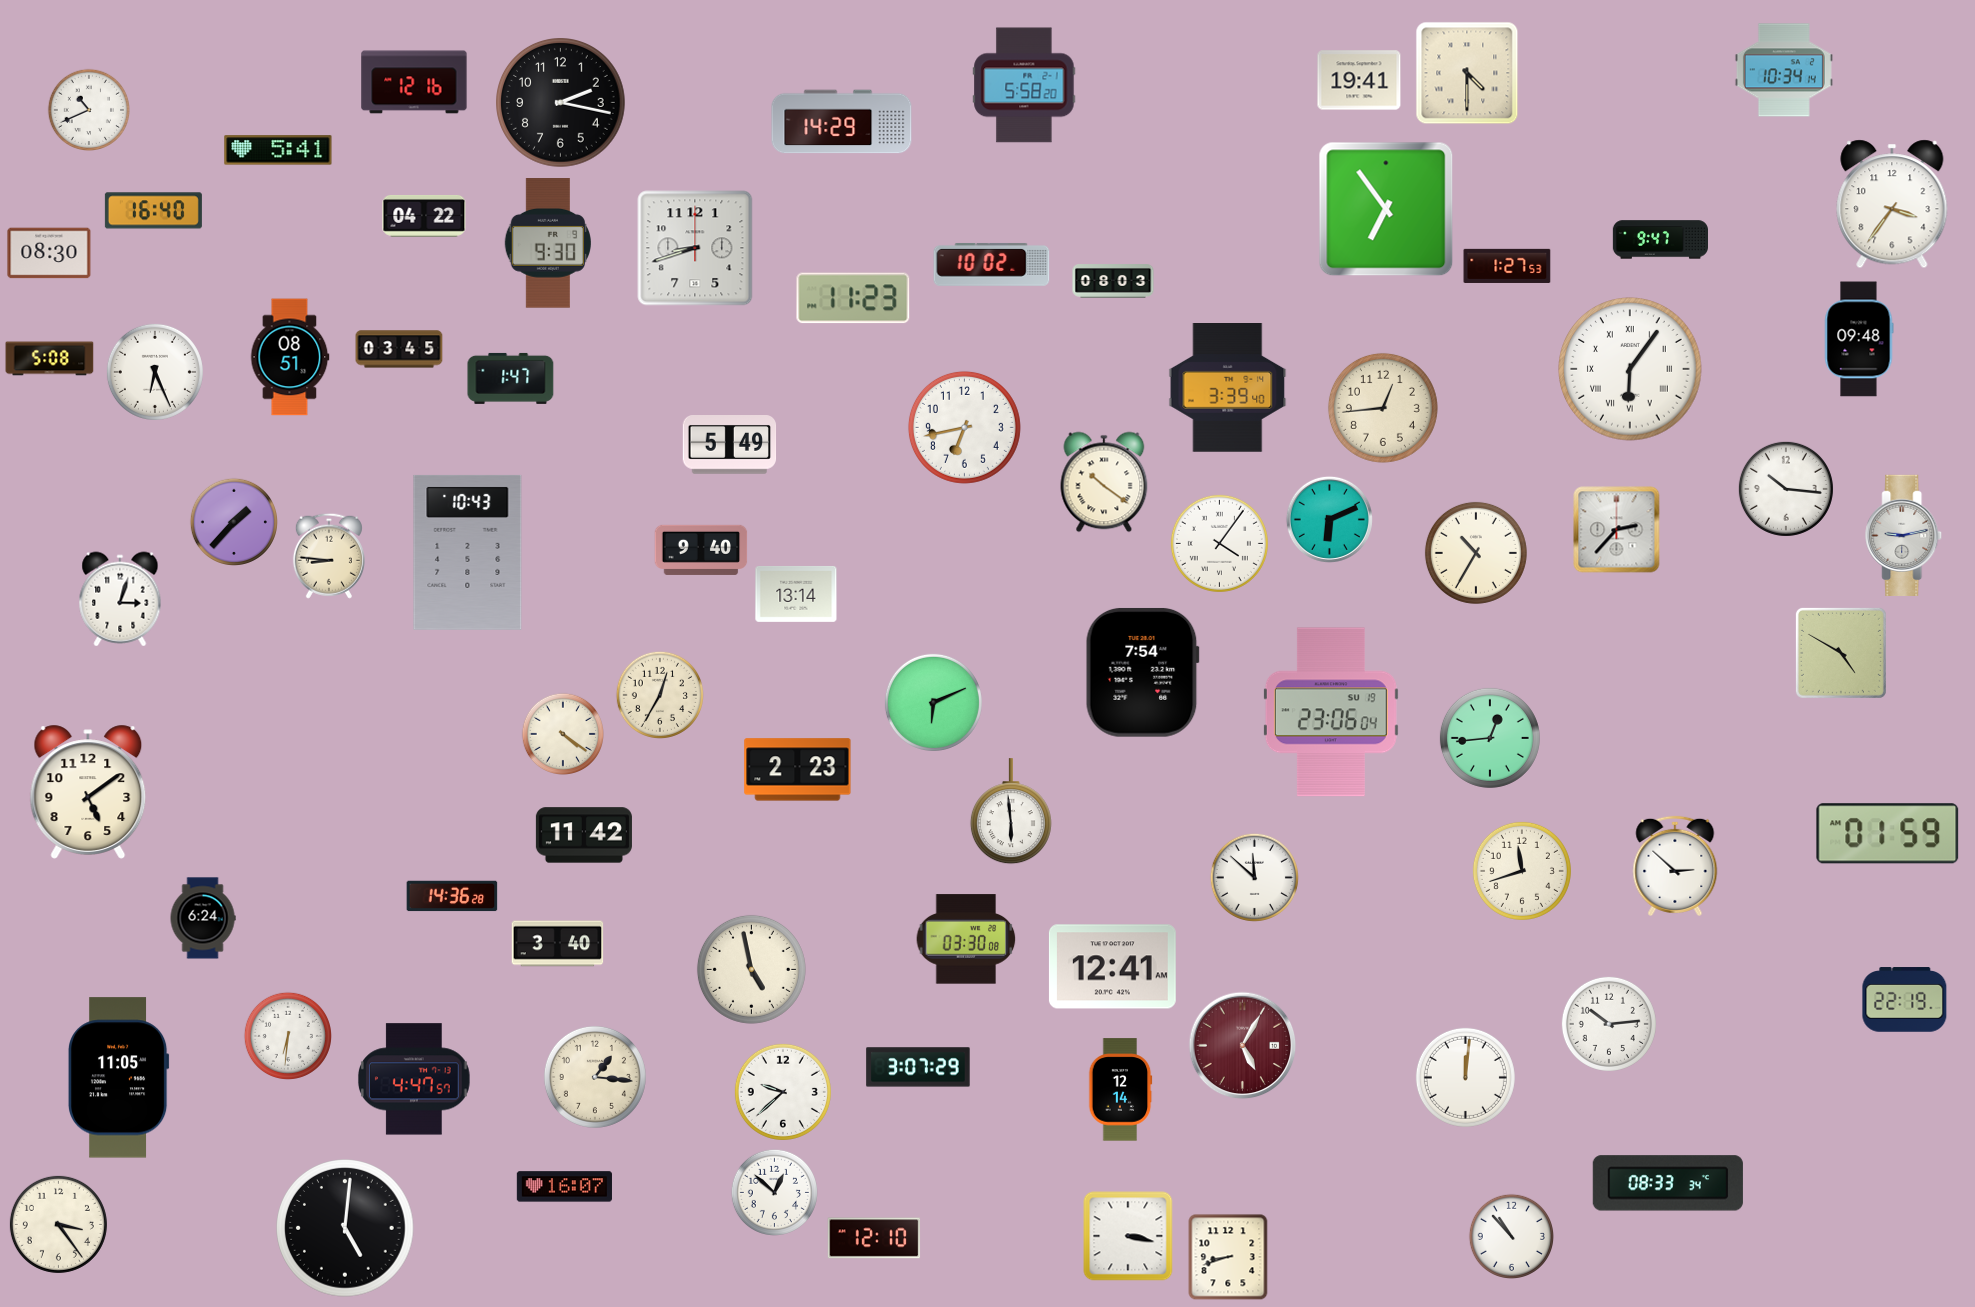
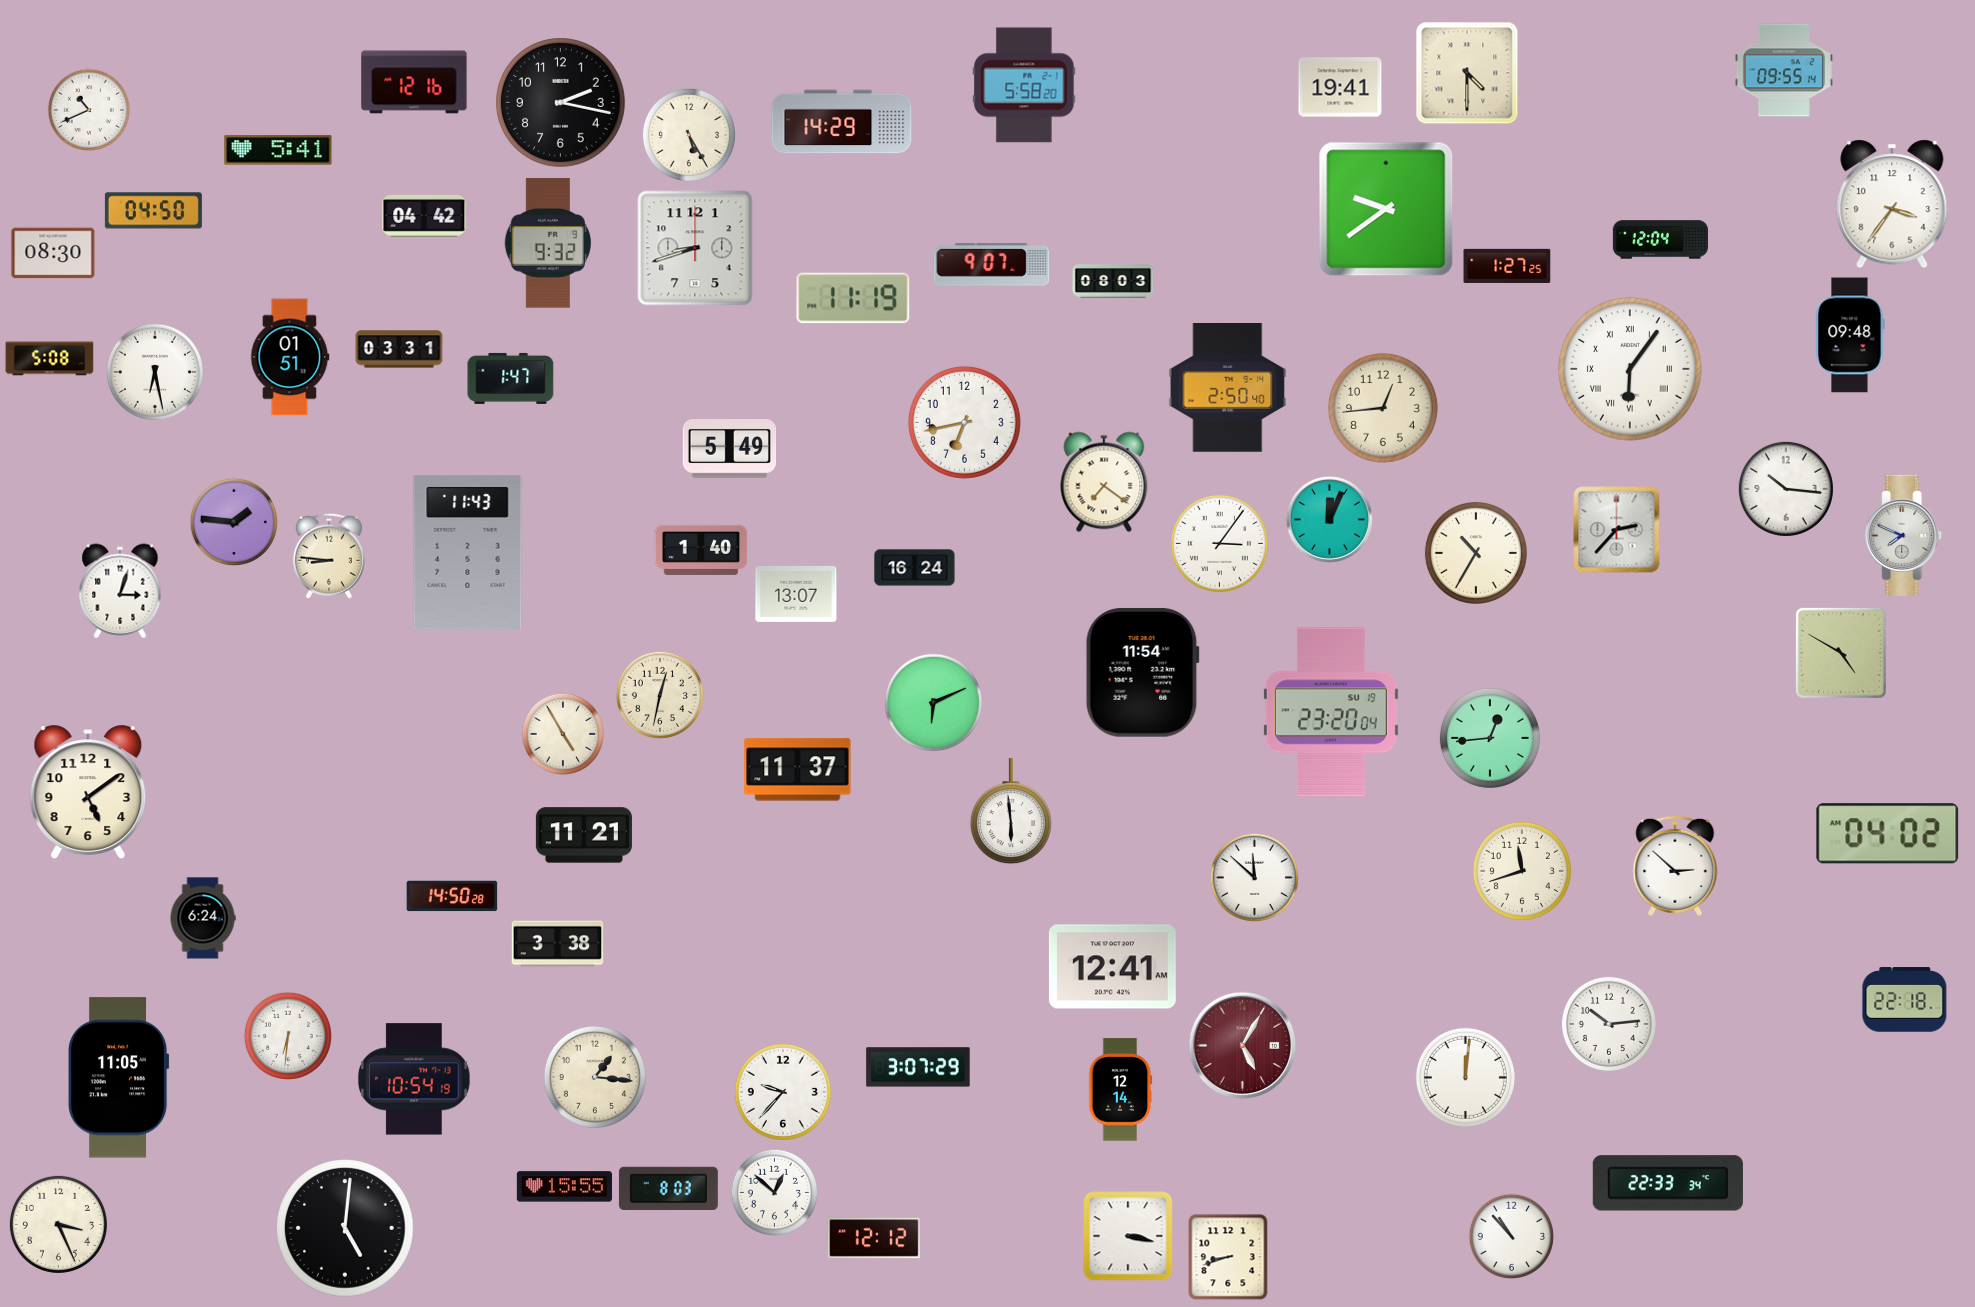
clock at (1784, 70): 10:34 -> 09:55
clock at (1359, 80) position: (1359, 80) -> (1340, 87)
clock at (689, 135): none -> 5:25
clock at (1386, 209): 6:54 -> 9:39
clock at (153, 211): 16:40 -> 04:50
clock at (424, 216): 04:22 -> 04:42
clock at (1660, 240): 9:47 -> 12:04
clock at (548, 243): 9:30 -> 9:32
clock at (49, 253) position: (49, 253) -> (53, 253)
clock at (992, 264): 10:02 -> 9:07
clock at (1507, 266): 1:27:53 -> 1:27:25
clock at (853, 298): 11:23 -> 11:19
clock at (1859, 339) position: (1859, 339) -> (1850, 335)
clock at (399, 349): 03:45 -> 03:31
clock at (290, 357): 08:51 -> 01:51
clock at (155, 372): 6:26 -> 6:28
clock at (1228, 388): 3:39 -> 2:50
clock at (964, 427) position: (964, 427) -> (964, 422)
clock at (730, 445) position: (730, 445) -> (730, 449)
clock at (1104, 482): 10:21 -> 7:21
clock at (1329, 519): 6:11 -> 12:04
clock at (234, 522): 1:37 -> 1:46
clock at (1904, 535): 9:13 -> 7:49
clock at (1219, 543): 4:06 -> 3:06
clock at (701, 550): 9:40 -> 1:40
clock at (468, 552): 10:43 -> 11:43
clock at (915, 568): none -> 16:24
clock at (796, 594): 13:14 -> 13:07
clock at (120, 599) position: (120, 599) -> (120, 591)
clock at (1142, 672): 7:54 -> 11:54
clock at (660, 695): 12:35 -> 12:32
clock at (1331, 712): 23:06 -> 23:20
clock at (562, 733): 4:21 -> 4:55
clock at (798, 770): 2:23 -> 11:37
clock at (1888, 834): 01:59 -> 04:02
clock at (584, 835): 11:42 -> 11:21
clock at (452, 896): 14:36 -> 14:50
clock at (966, 939): 03:30 -> none
clock at (558, 944): 3:40 -> 3:38
clock at (751, 969): 4:58 -> none
clock at (1905, 1000): 22:19 -> 22:18
clock at (414, 1079): 4:47 -> 10:54
clock at (783, 1092): 9:38 -> 9:37
clock at (1668, 1183): 08:33 -> 22:33
clock at (564, 1187): 16:07 -> 15:55
clock at (668, 1188): none -> 8:03
clock at (58, 1224): 3:24 -> 3:26
clock at (874, 1238): 12:10 -> 12:12
